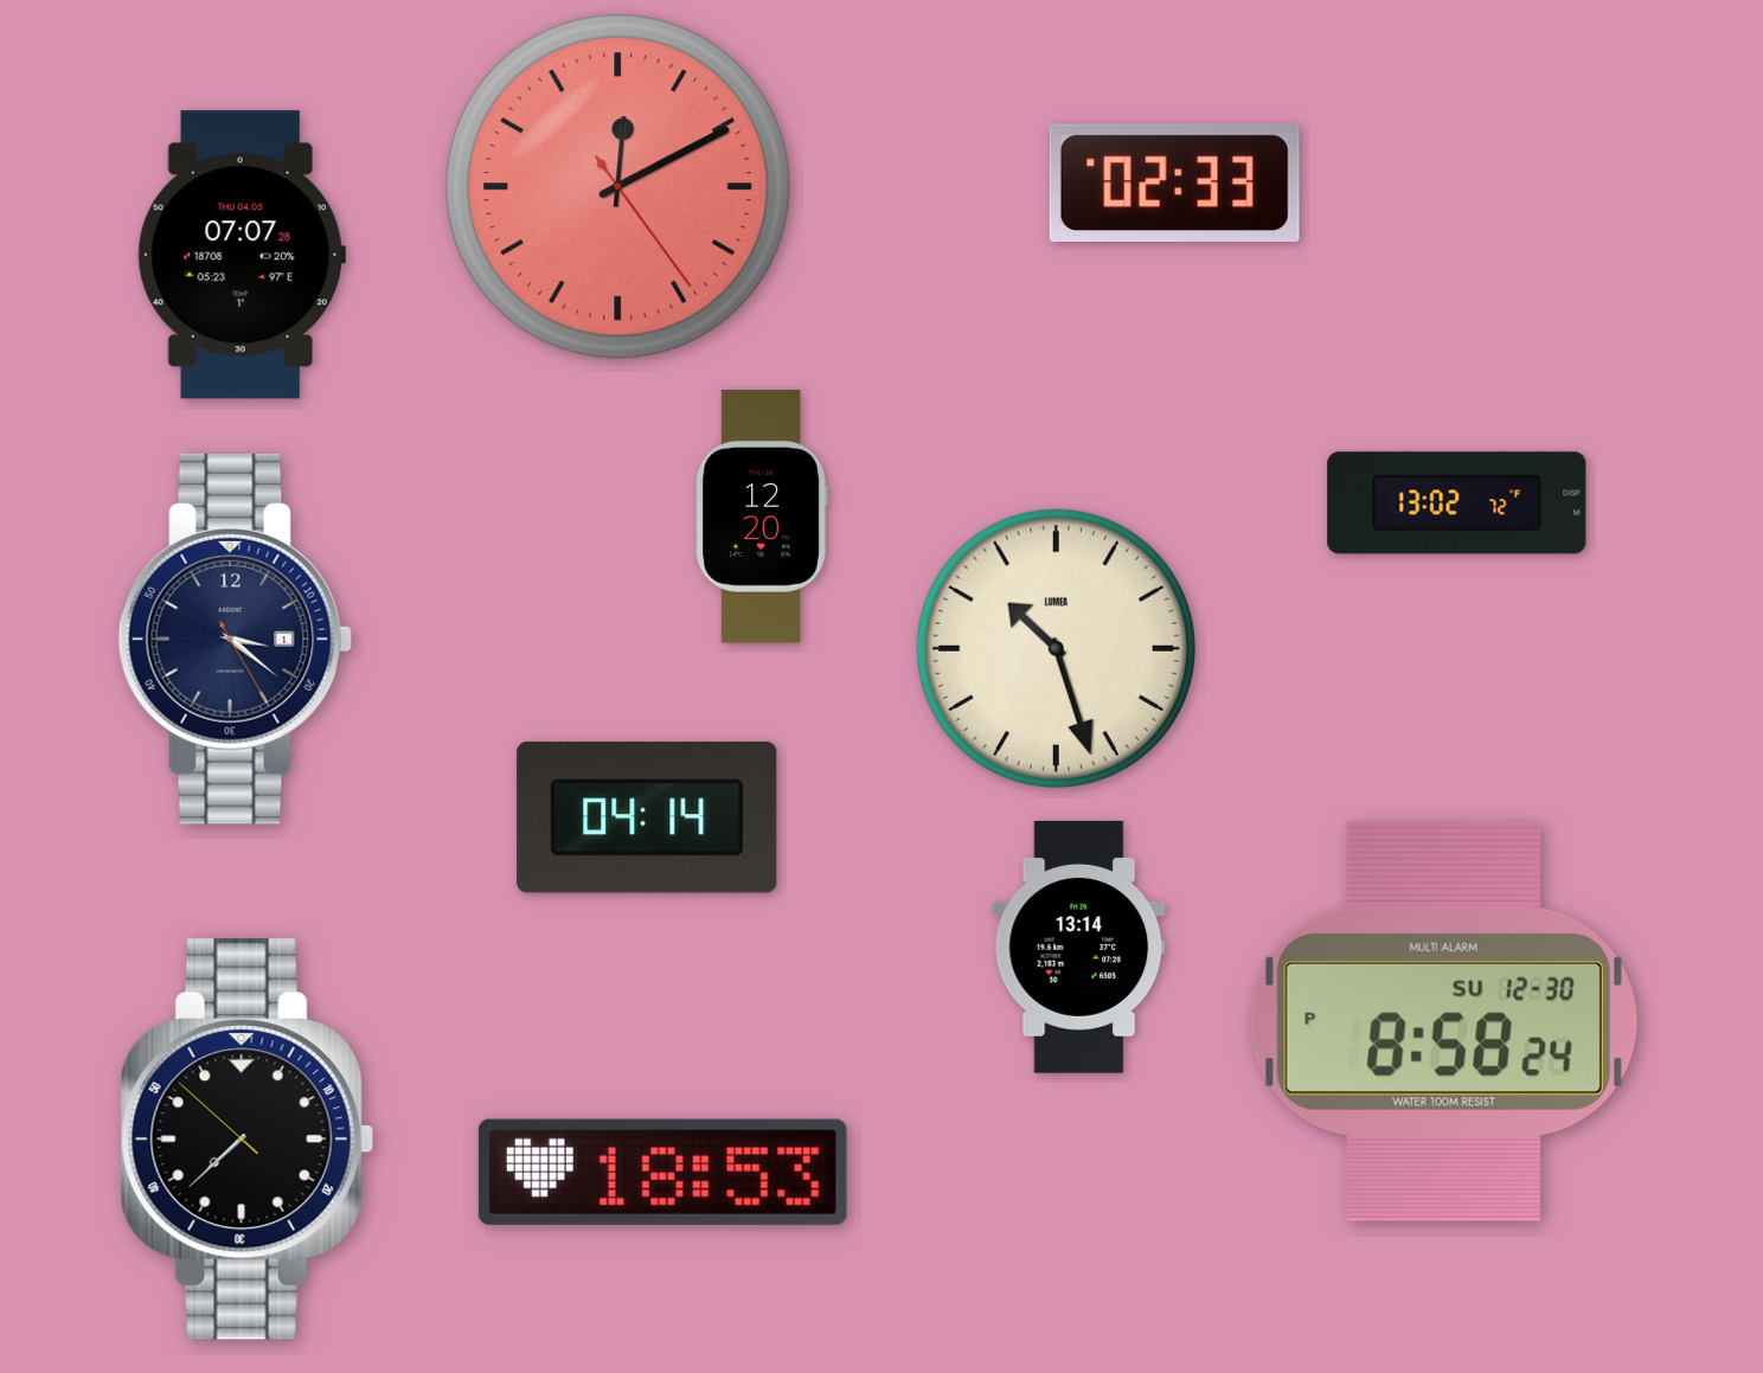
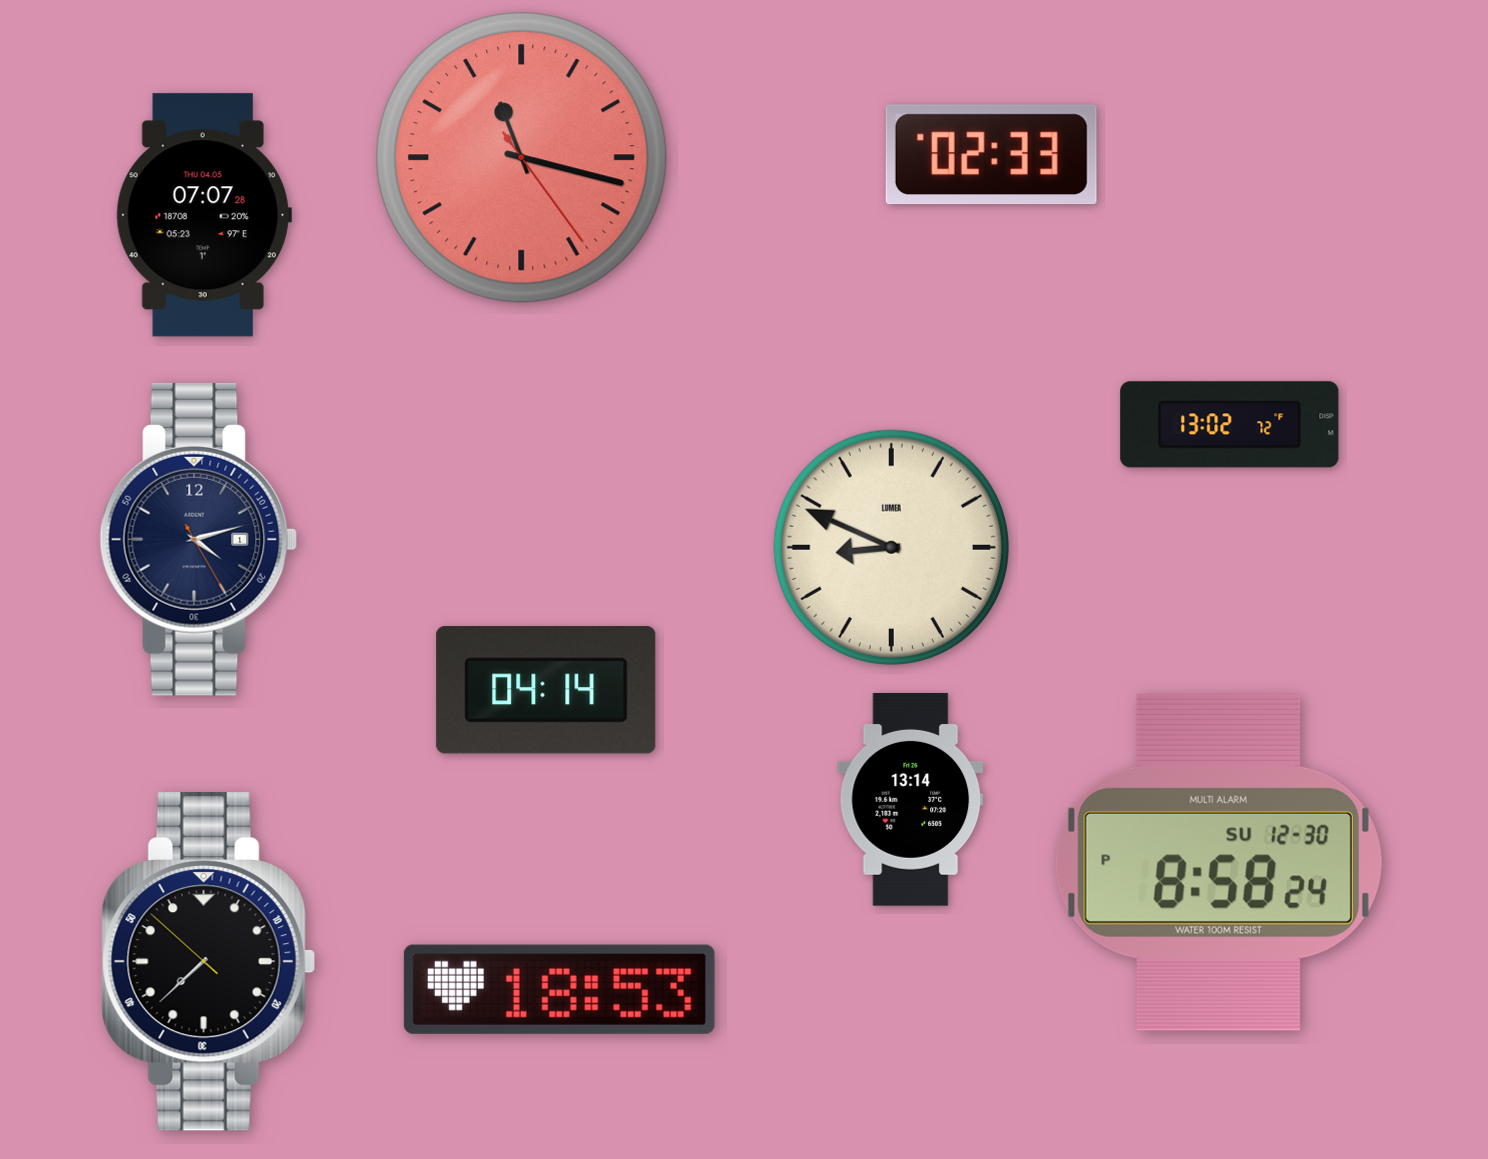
clock at (618, 187): 12:10 -> 11:17
clock at (762, 517): 12:20 -> none
clock at (236, 639): 3:21 -> 4:12
clock at (1056, 648): 10:27 -> 8:49
